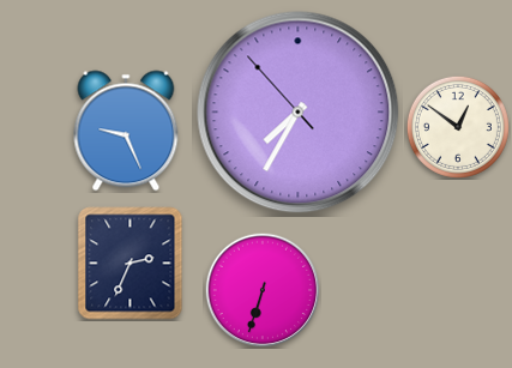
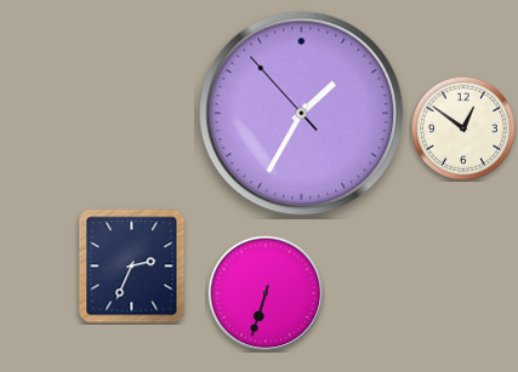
clock at (299, 113): 7:34 -> 1:34
clock at (126, 131): 9:26 -> none
